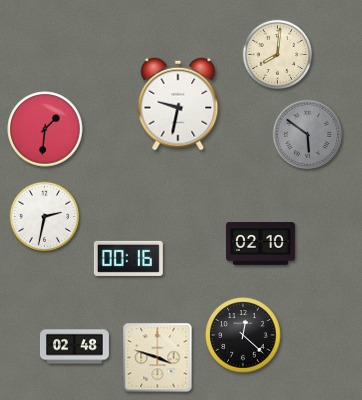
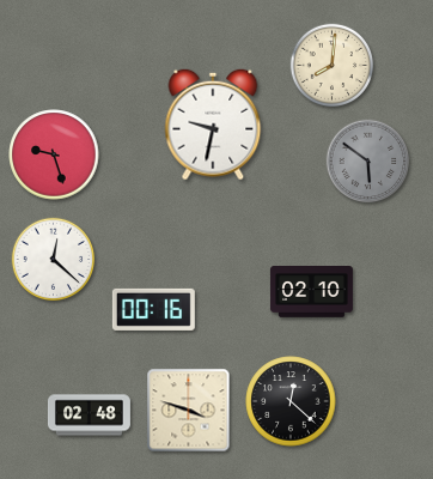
clock at (45, 129): 1:31 -> 9:27
clock at (45, 217): 2:32 -> 12:22
clock at (158, 358) position: (158, 358) -> (189, 411)
